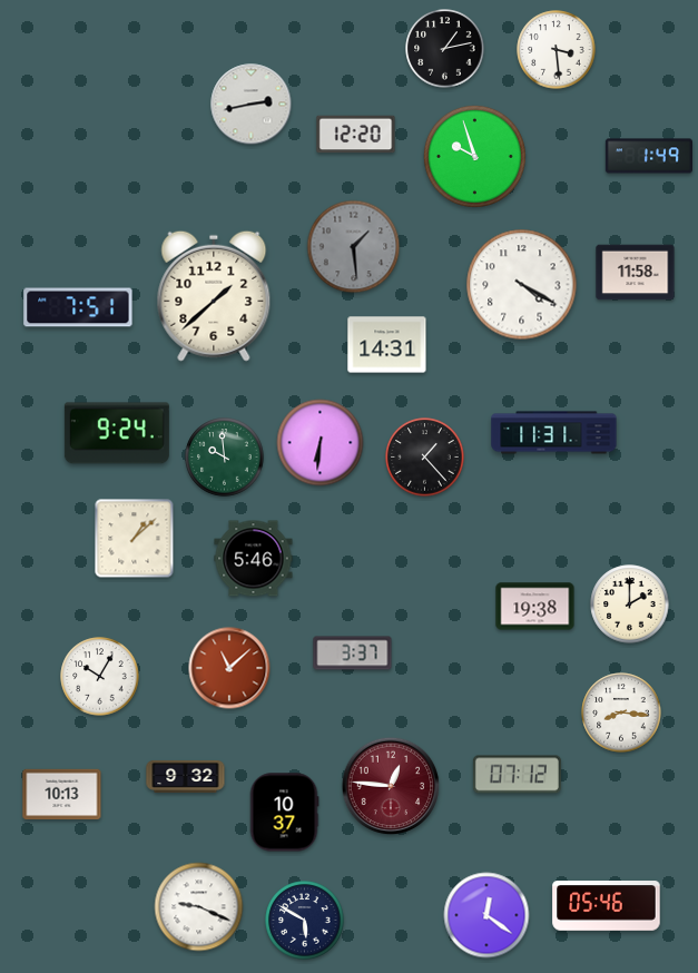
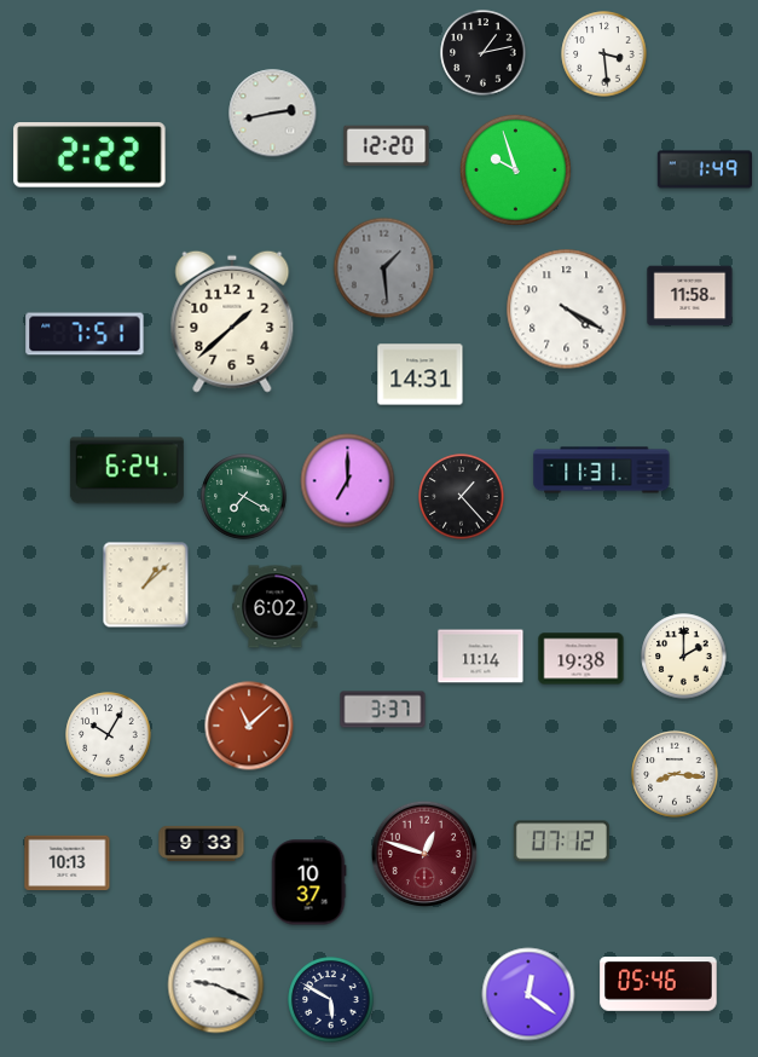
clock at (89, 155): none -> 2:22
clock at (117, 433): 9:24 -> 6:24
clock at (321, 443): 6:31 -> 7:00
clock at (225, 458): 9:59 -> 7:20
clock at (254, 559): 5:46 -> 6:02
clock at (481, 657): none -> 11:14
clock at (186, 776): 9:32 -> 9:33
clock at (391, 786): 12:46 -> 12:48
